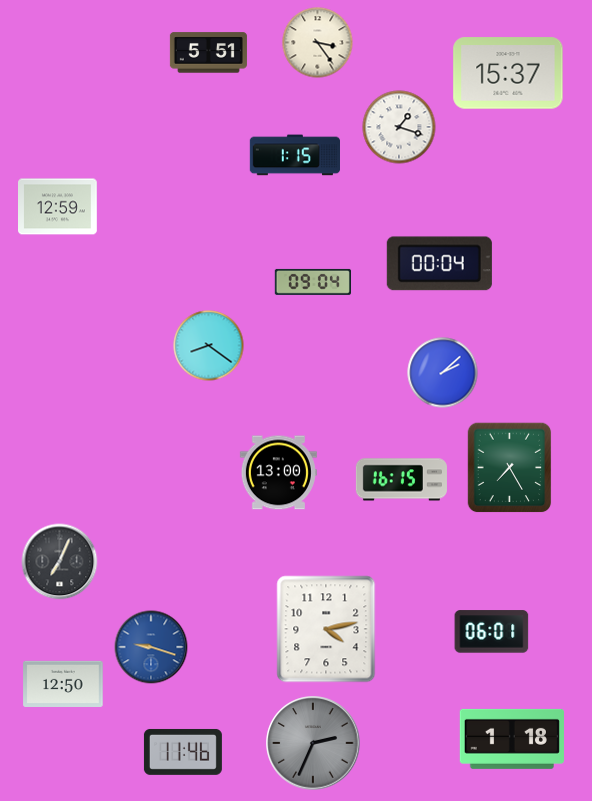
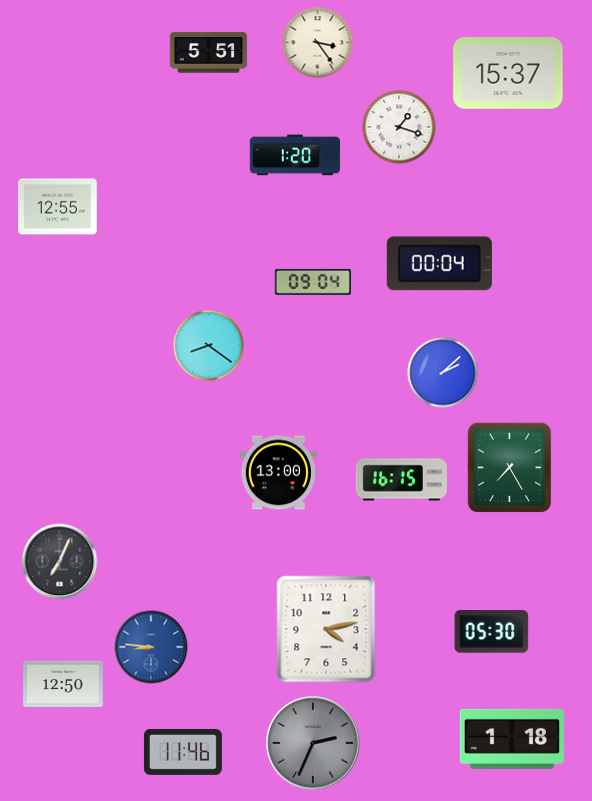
clock at (294, 155): 1:15 -> 1:20
clock at (58, 207): 12:59 -> 12:55
clock at (492, 632): 06:01 -> 05:30
clock at (151, 647): 9:18 -> 8:46
